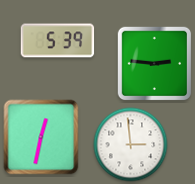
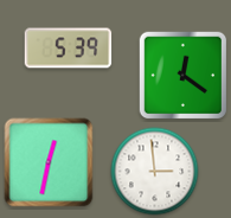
clock at (155, 64): 2:46 -> 12:21
